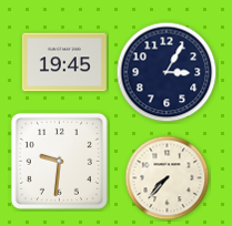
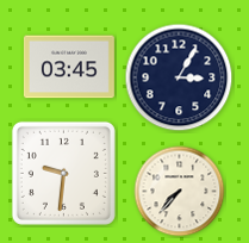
clock at (64, 62): 19:45 -> 03:45
